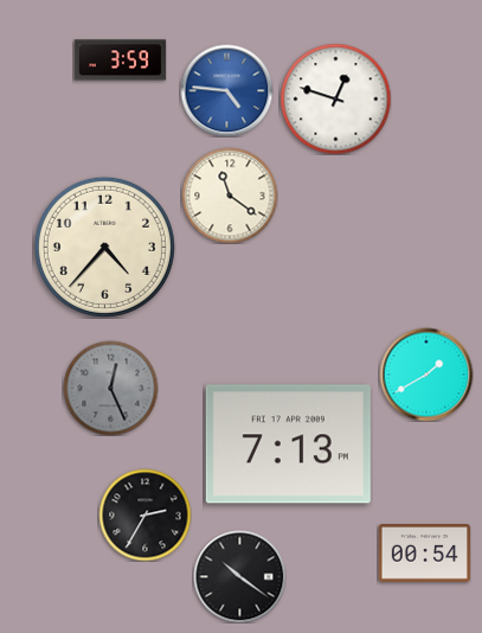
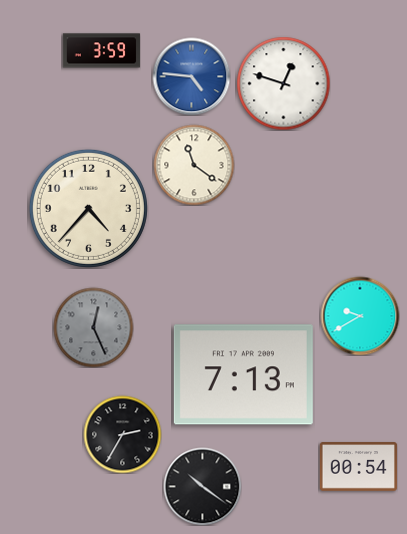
clock at (426, 375): 1:40 -> 9:40
